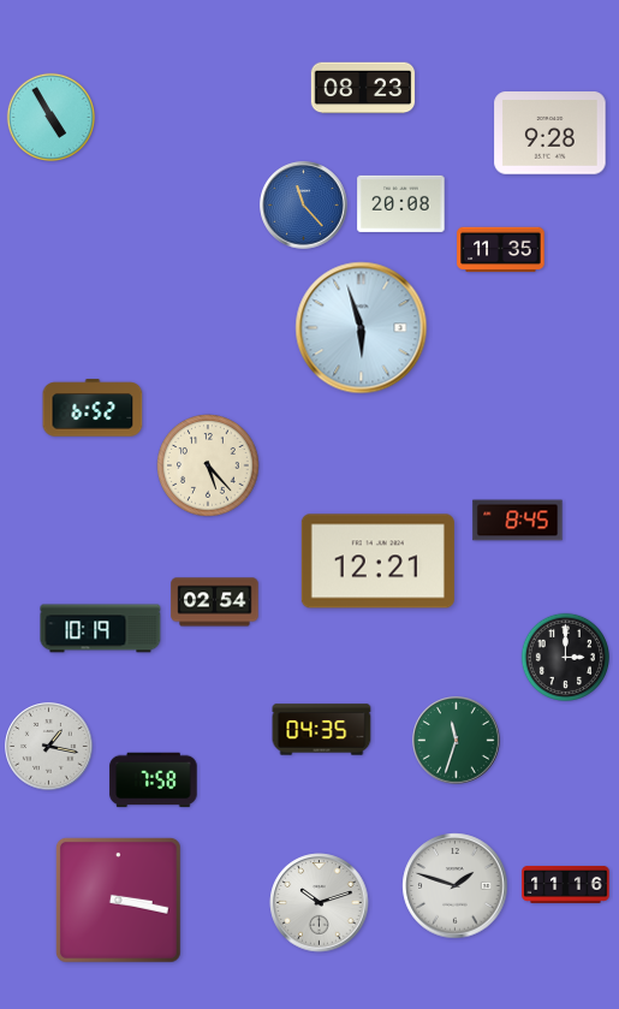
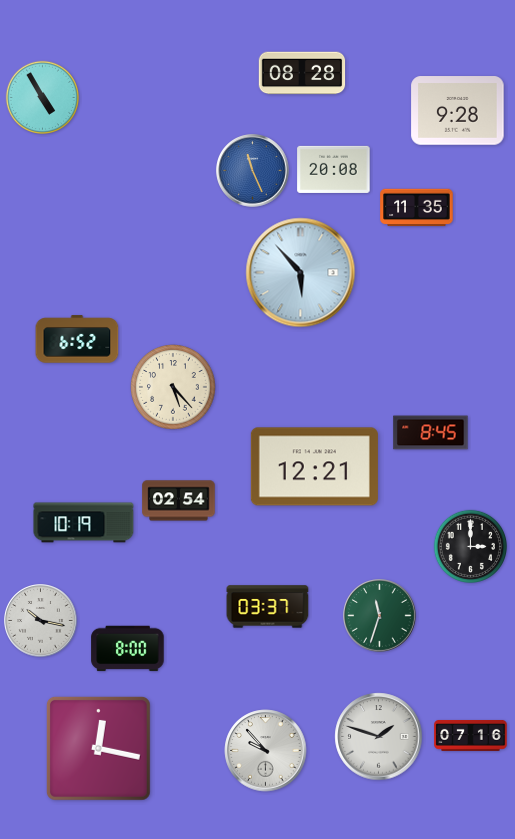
clock at (363, 88): 08:23 -> 08:28
clock at (304, 206): 11:23 -> 11:26
clock at (362, 328): 5:57 -> 5:53
clock at (322, 730): 04:35 -> 03:37
clock at (49, 747): 1:17 -> 10:17
clock at (154, 781): 7:58 -> 8:00
clock at (566, 884): 11:16 -> 07:16
clock at (118, 900): 3:17 -> 12:17
clock at (320, 903): 10:12 -> 9:53
